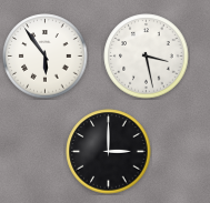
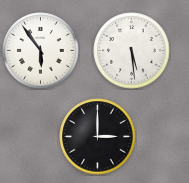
clock at (147, 57): 3:28 -> 5:29
